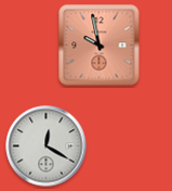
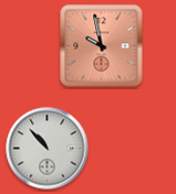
clock at (47, 147): 12:20 -> 10:53
